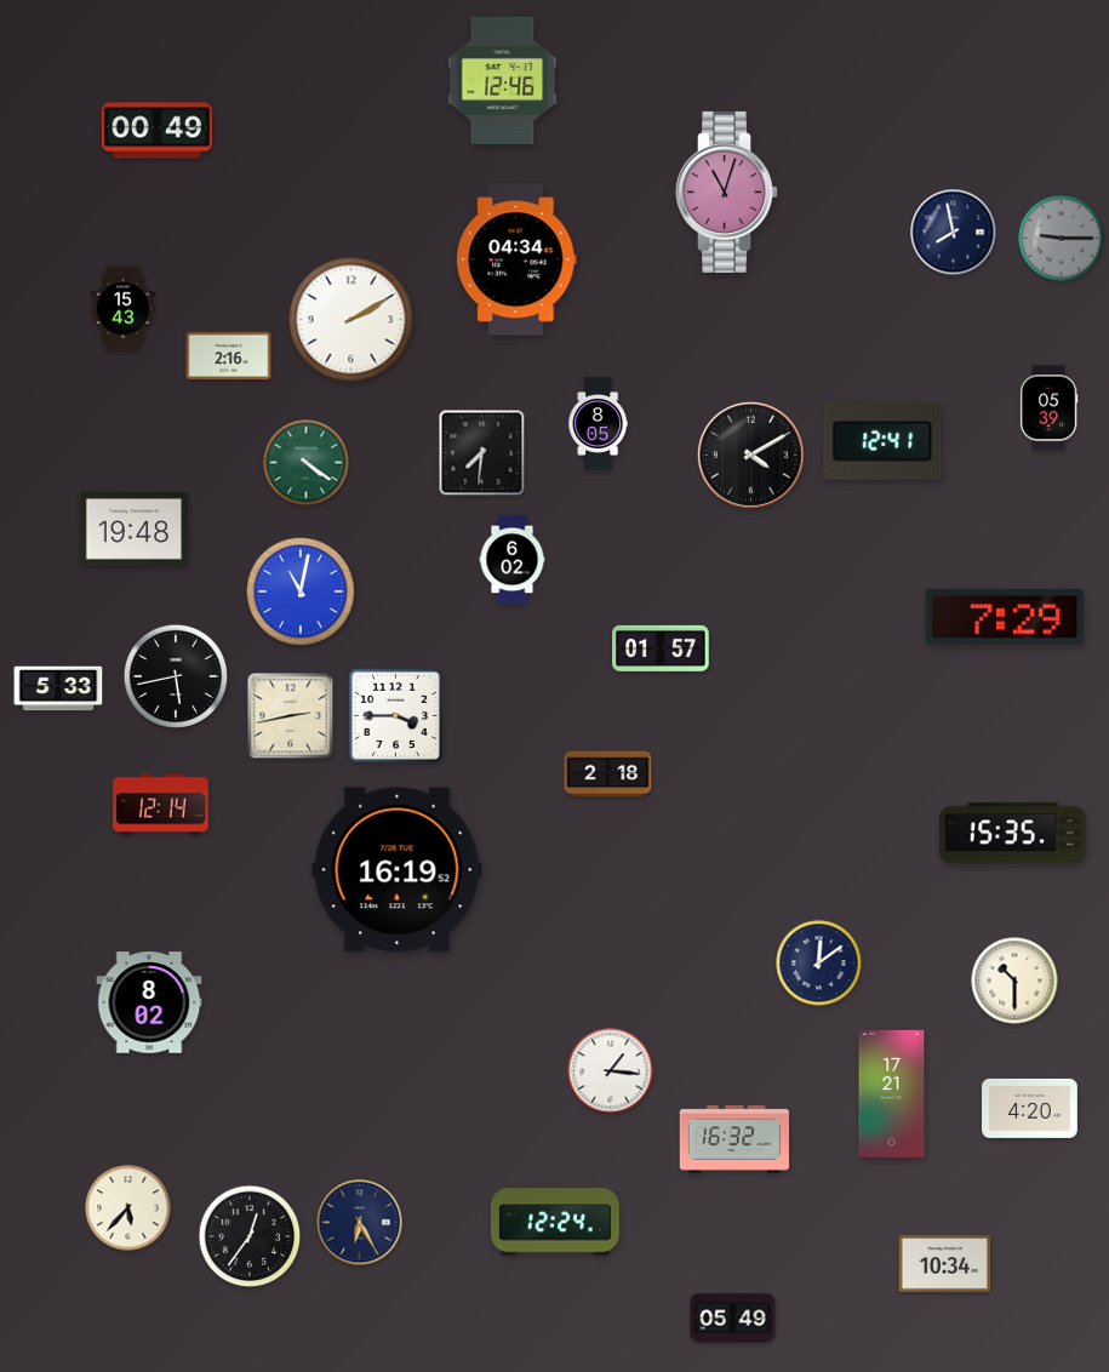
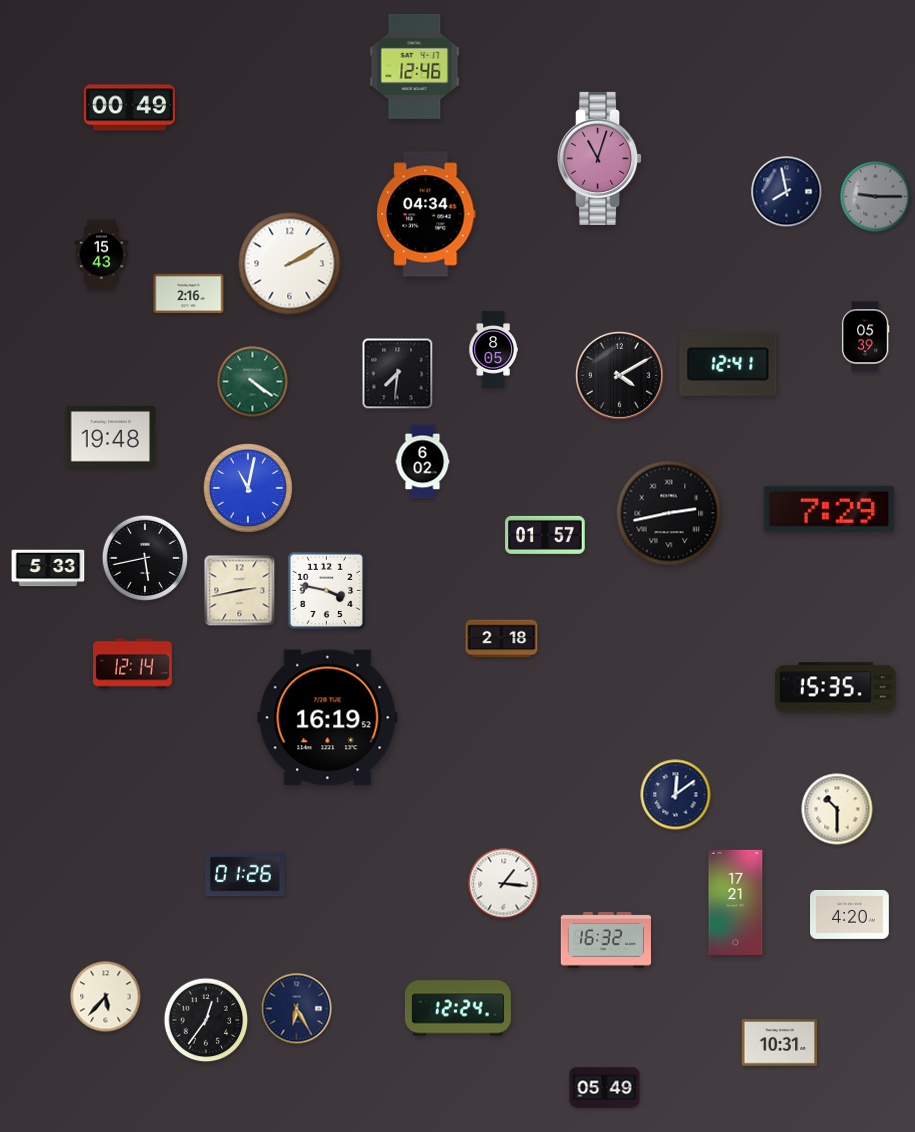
clock at (669, 513): none -> 2:43
clock at (395, 715): 3:45 -> 3:47
clock at (149, 1002): 8:02 -> none
clock at (245, 874): none -> 01:26
clock at (945, 1264): 10:34 -> 10:31
